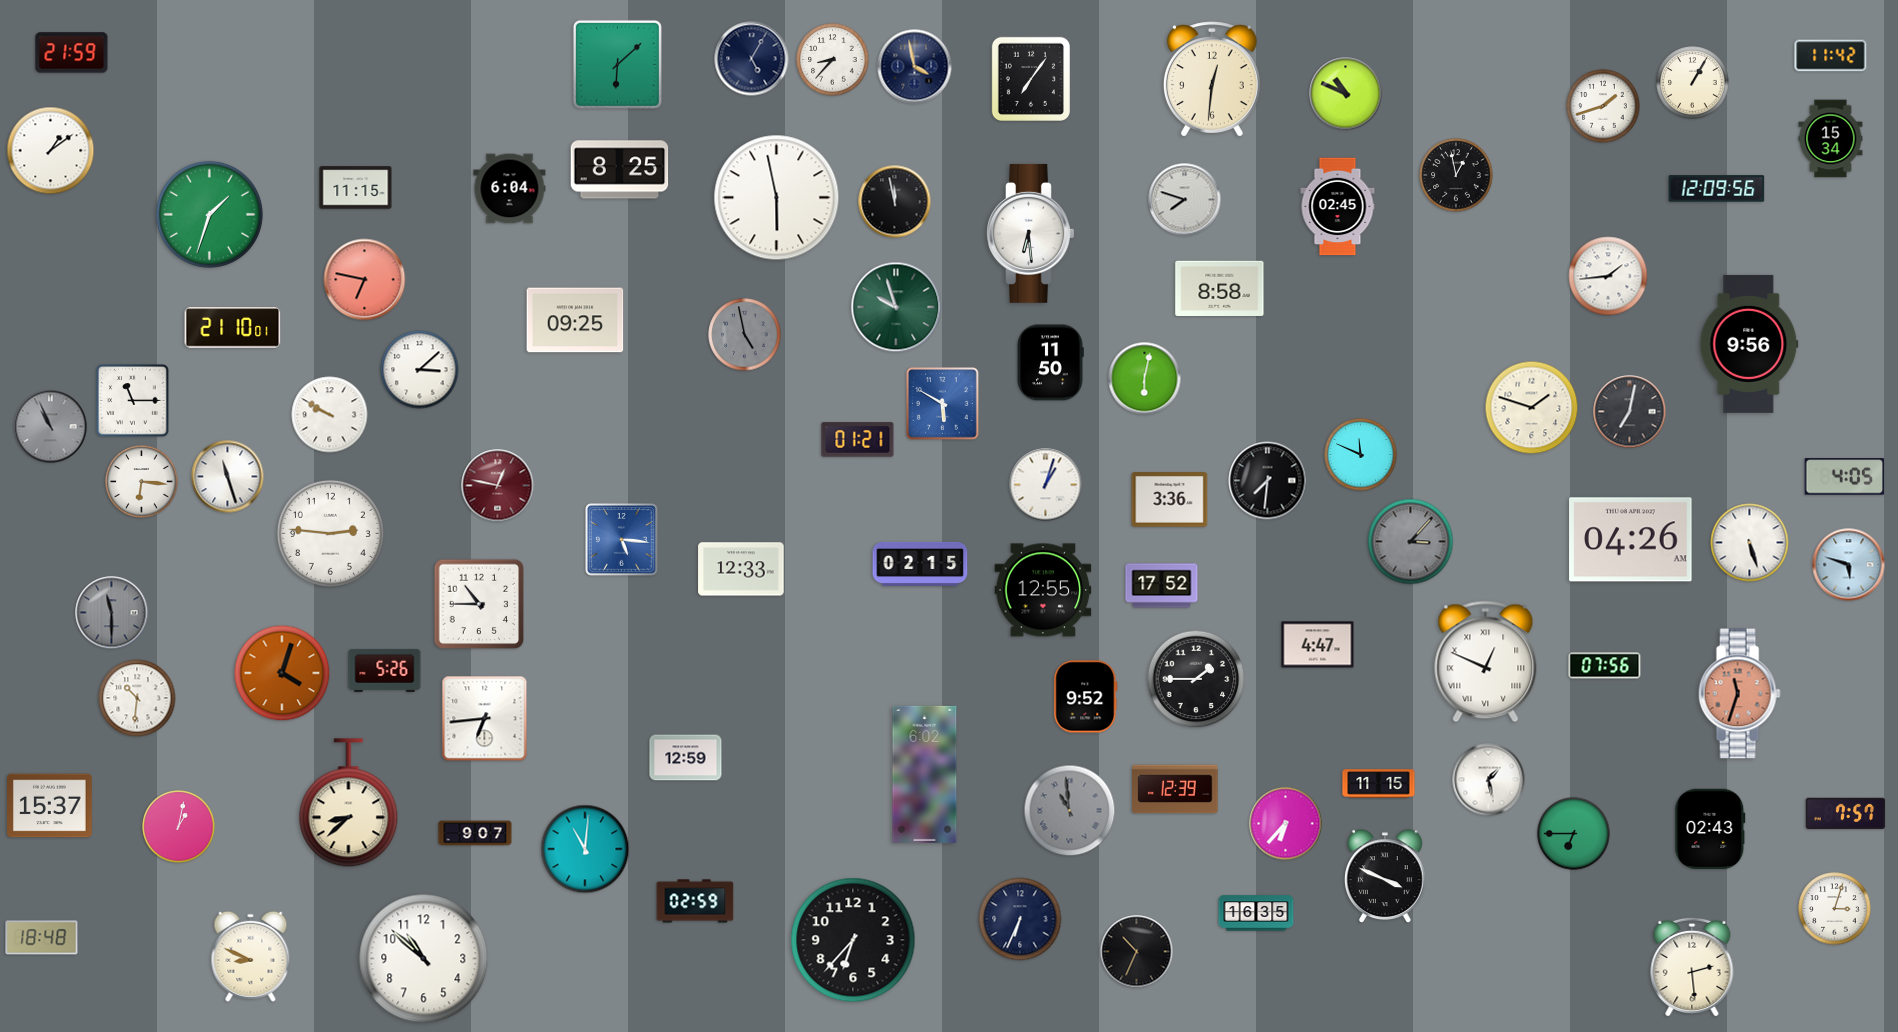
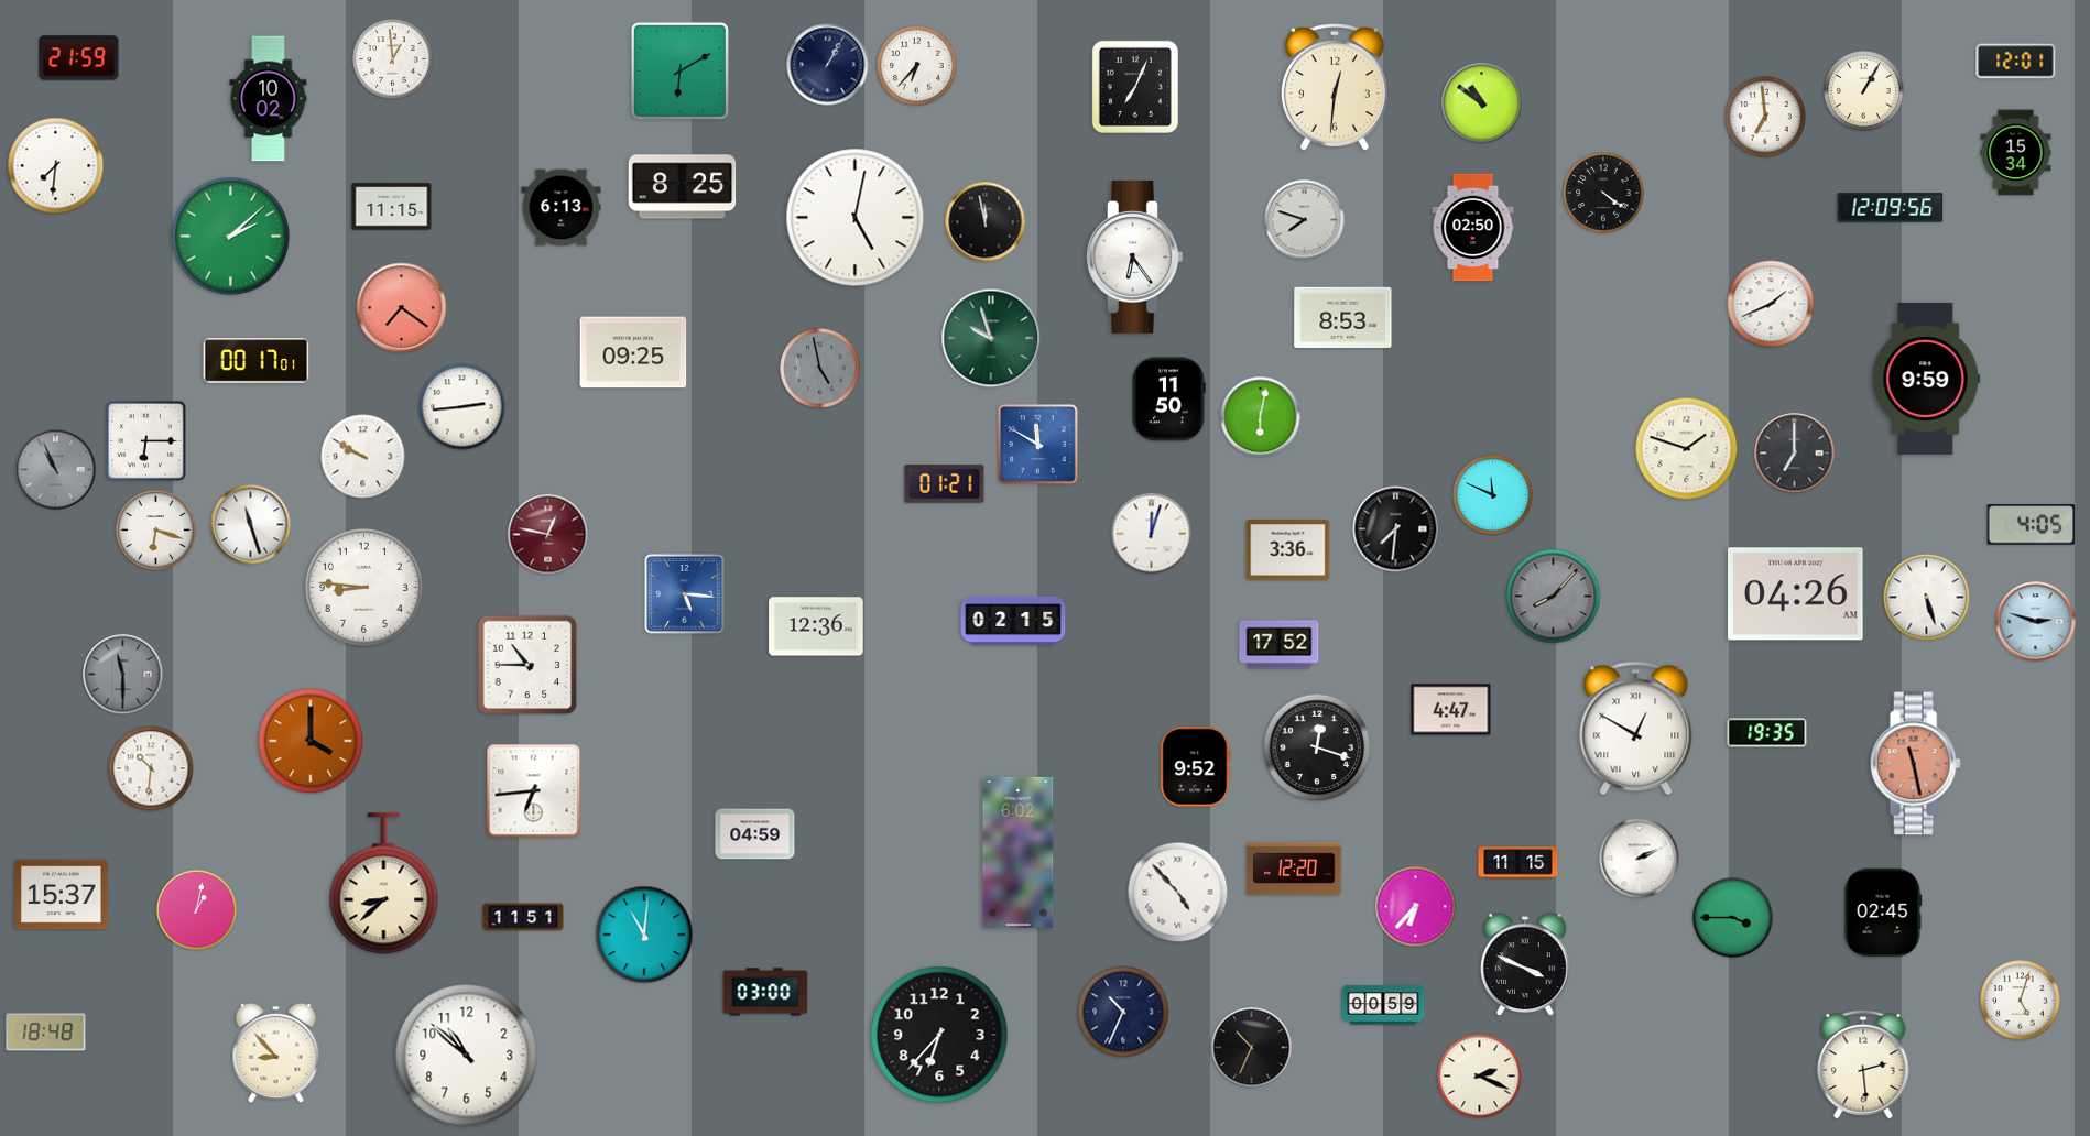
clock at (393, 59): none -> 12:59
clock at (1831, 56): 11:42 -> 12:01
clock at (752, 59): 5:05 -> 1:05
clock at (833, 60): 8:37 -> 6:37
clock at (617, 64): 6:08 -> 6:10
clock at (915, 67): 3:58 -> none
clock at (1031, 79): 7:06 -> 7:04
clock at (269, 99): none -> 10:02
clock at (1346, 94): 10:49 -> 10:51
clock at (1603, 106): 1:42 -> 6:59
clock at (51, 151): 1:09 -> 7:31
clock at (1456, 175): 12:58 -> 4:21
clock at (510, 189): 6:04 -> 6:13
clock at (777, 198): 5:58 -> 5:02
clock at (1338, 207): 02:45 -> 02:50
clock at (209, 214): 1:33 -> 2:08
clock at (1031, 233): 6:29 -> 6:24
clock at (1608, 276): 1:44 -> 1:41
clock at (365, 280): 6:47 -> 7:21
clock at (1220, 288): 8:58 -> 8:53
clock at (896, 307) position: (896, 307) -> (991, 338)
clock at (233, 328): 21:10 -> 00:17
clock at (1749, 344): 9:56 -> 9:59
clock at (1050, 363) position: (1050, 363) -> (1168, 400)
clock at (420, 370): 3:08 -> 2:44
clock at (133, 401): 11:15 -> 6:15
clock at (943, 404): 5:50 -> 11:50
clock at (1630, 412): 7:02 -> 7:00
clock at (1361, 455) position: (1361, 455) -> (1493, 495)
clock at (142, 482): 6:16 -> 6:18
clock at (1046, 485): 1:03 -> 12:03
clock at (330, 533): 2:46 -> 8:46
clock at (1411, 542): 3:07 -> 8:07
clock at (1849, 565): 5:48 -> 2:48
clock at (741, 569): 12:33 -> 12:36
clock at (1043, 590): 12:55 -> none
clock at (1486, 662): 12:49 -> 12:50
clock at (1605, 666): 07:56 -> 19:35
clock at (385, 670): 5:26 -> none
clock at (282, 673): 4:03 -> 4:00
clock at (1196, 679): 1:45 -> 12:18
clock at (1739, 694): 11:33 -> 11:28
clock at (686, 758): 12:59 -> 04:59
clock at (1489, 780): 1:28 -> 2:11
clock at (1175, 789): 12:39 -> 12:20
clock at (50, 806) position: (50, 806) -> (62, 895)
clock at (1070, 811): 10:59 -> 4:53
clock at (1070, 811) dial: grey -> white
clock at (1846, 814): 7:57 -> none
clock at (1710, 828): 02:43 -> 02:45
clock at (475, 833): 9:07 -> 11:51
clock at (1574, 834): 6:45 -> 3:45
clock at (695, 901): 02:59 -> 03:00
clock at (1835, 909): 3:03 -> 5:03
clock at (1256, 913): 16:35 -> 00:59
clock at (1020, 919): 6:34 -> 10:34
clock at (251, 956): 8:49 -> 8:53
clock at (1480, 1077): none -> 2:19
